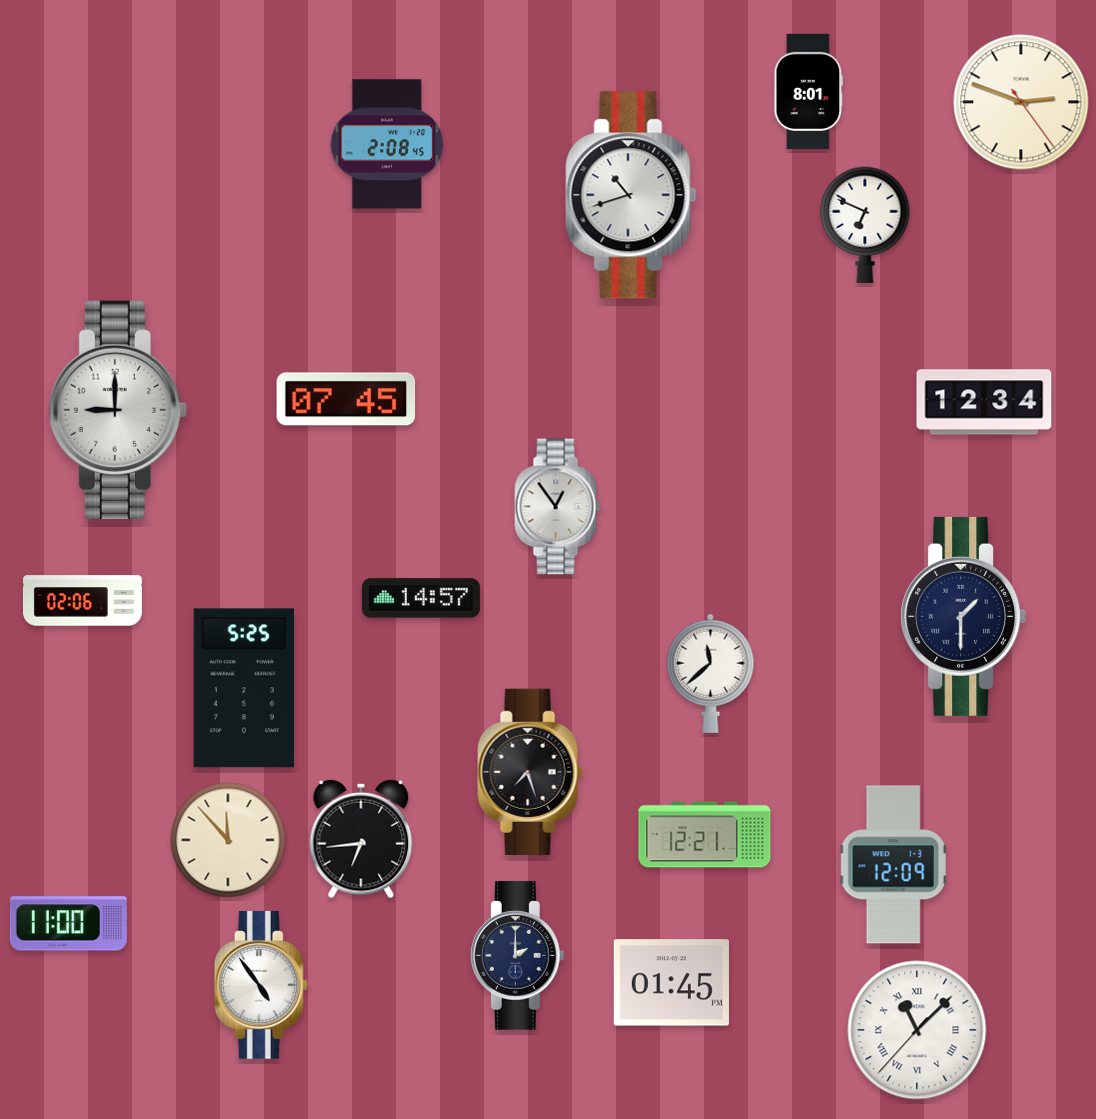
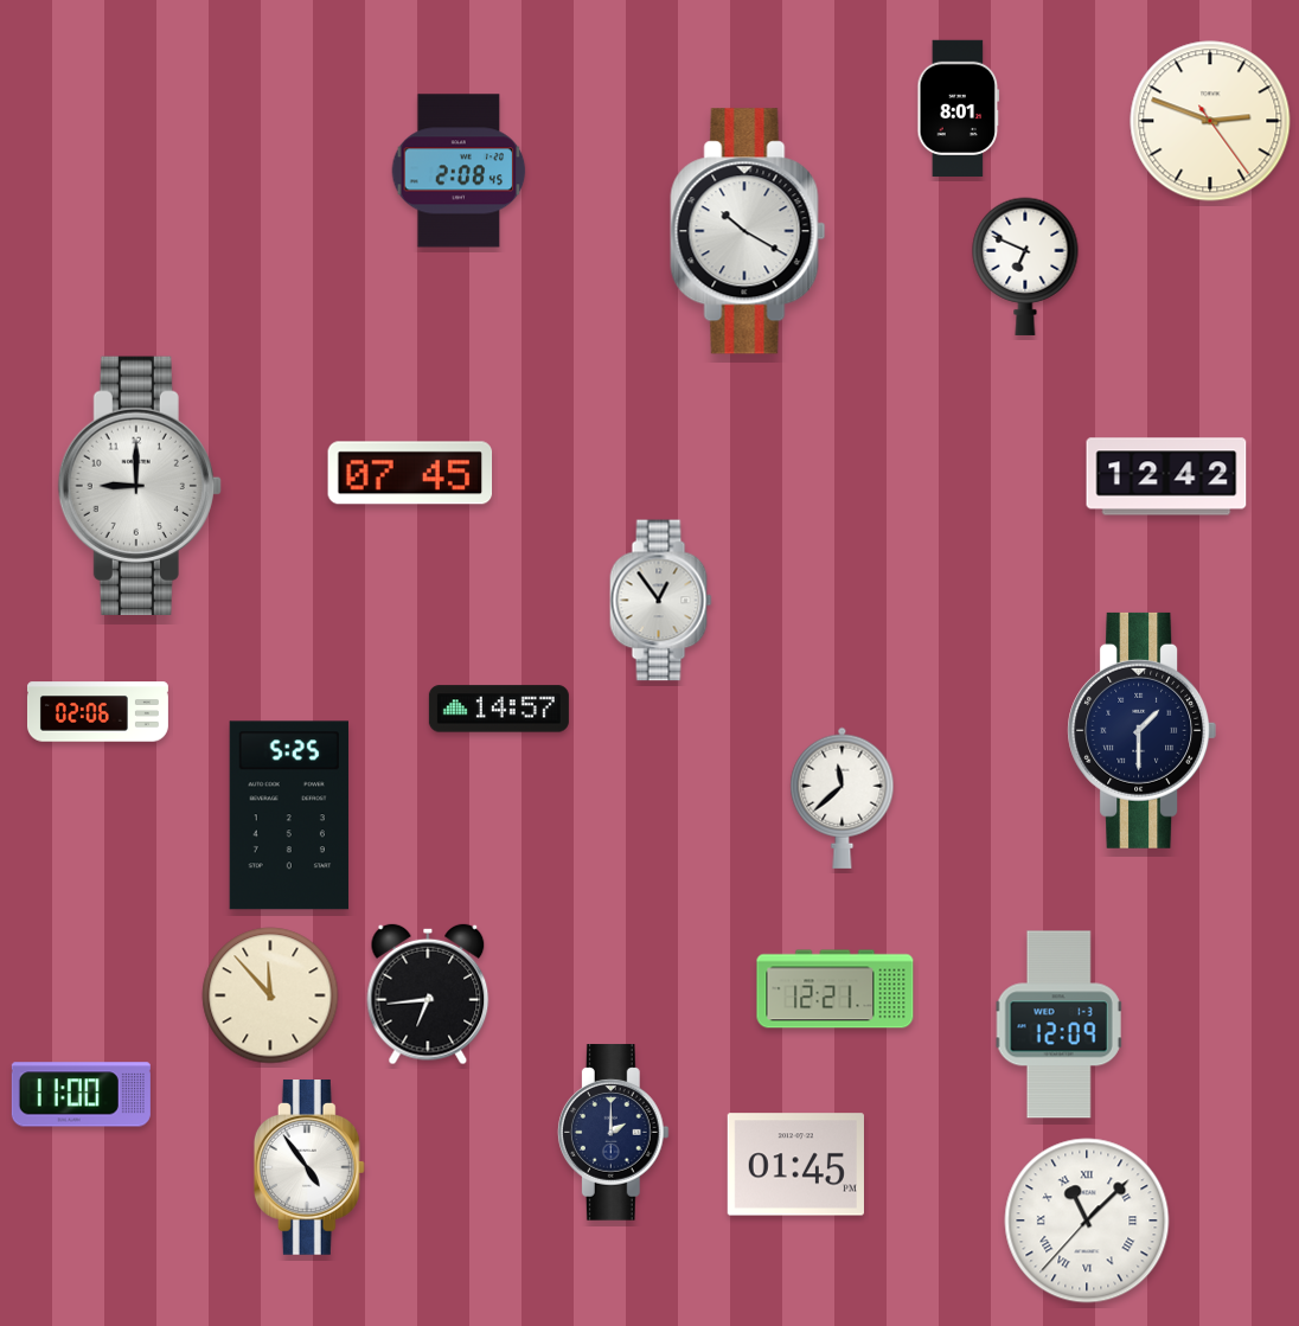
clock at (631, 195): 10:42 -> 10:20
clock at (984, 402): 12:34 -> 12:42
clock at (530, 771): 7:27 -> none
